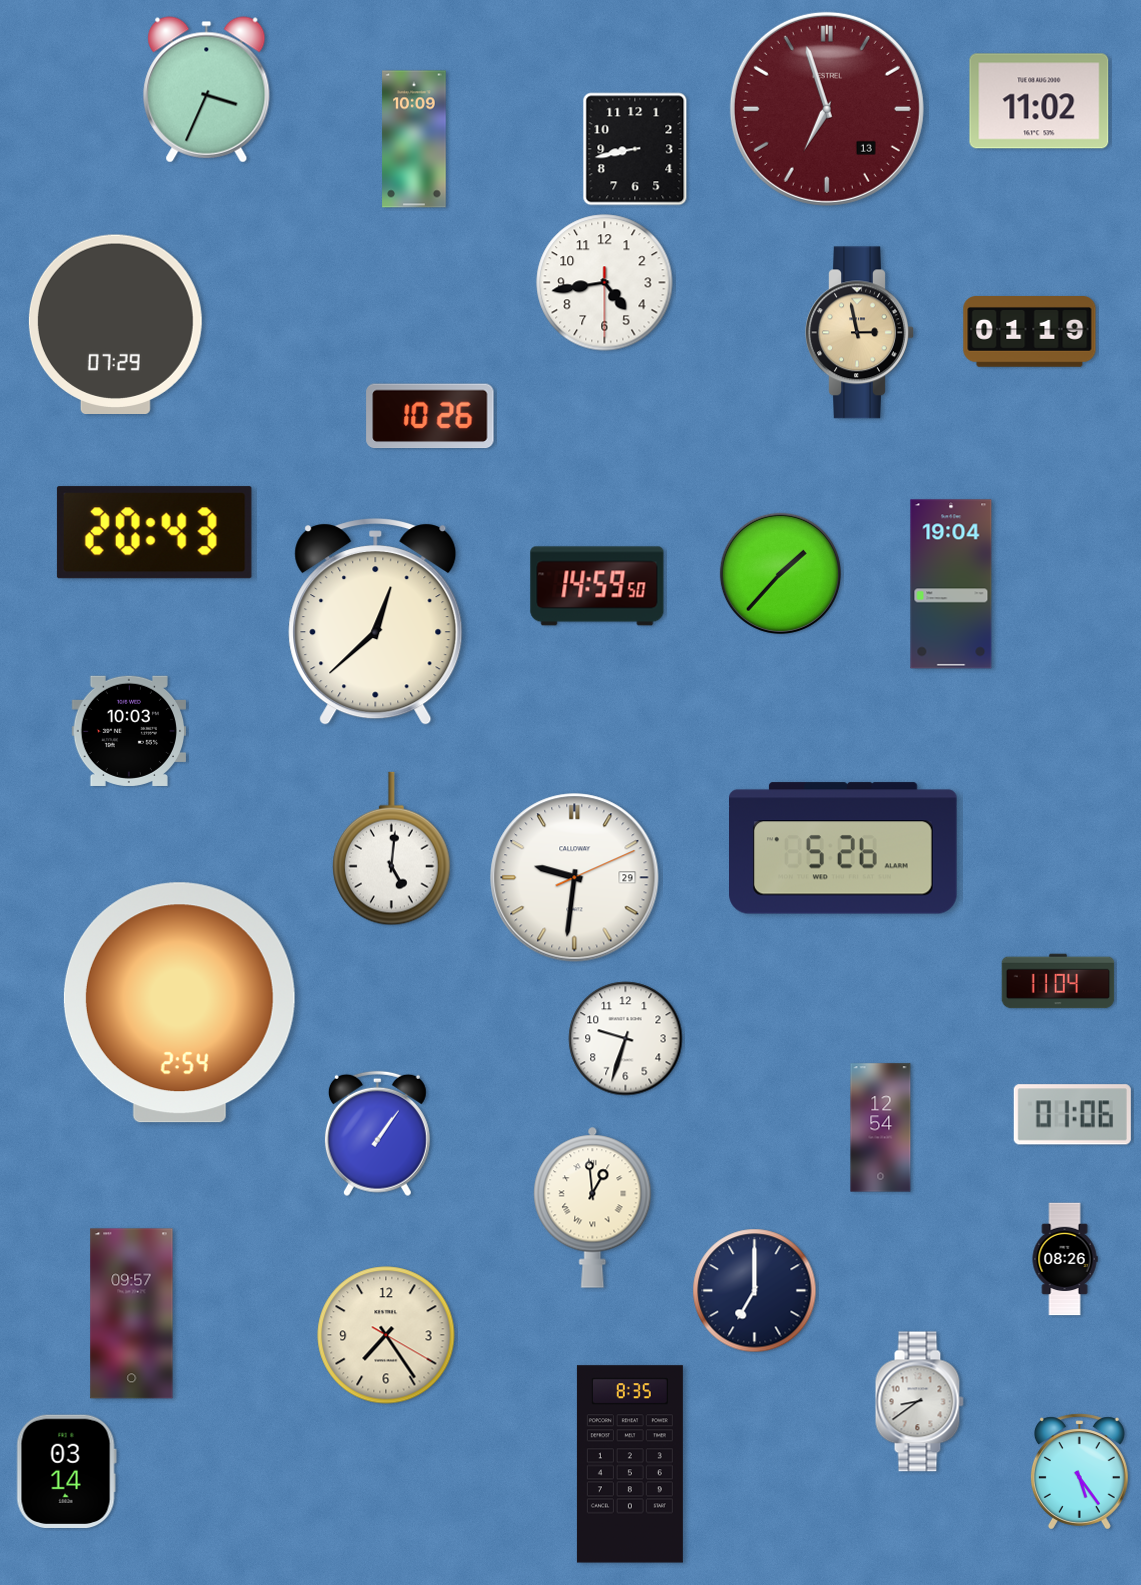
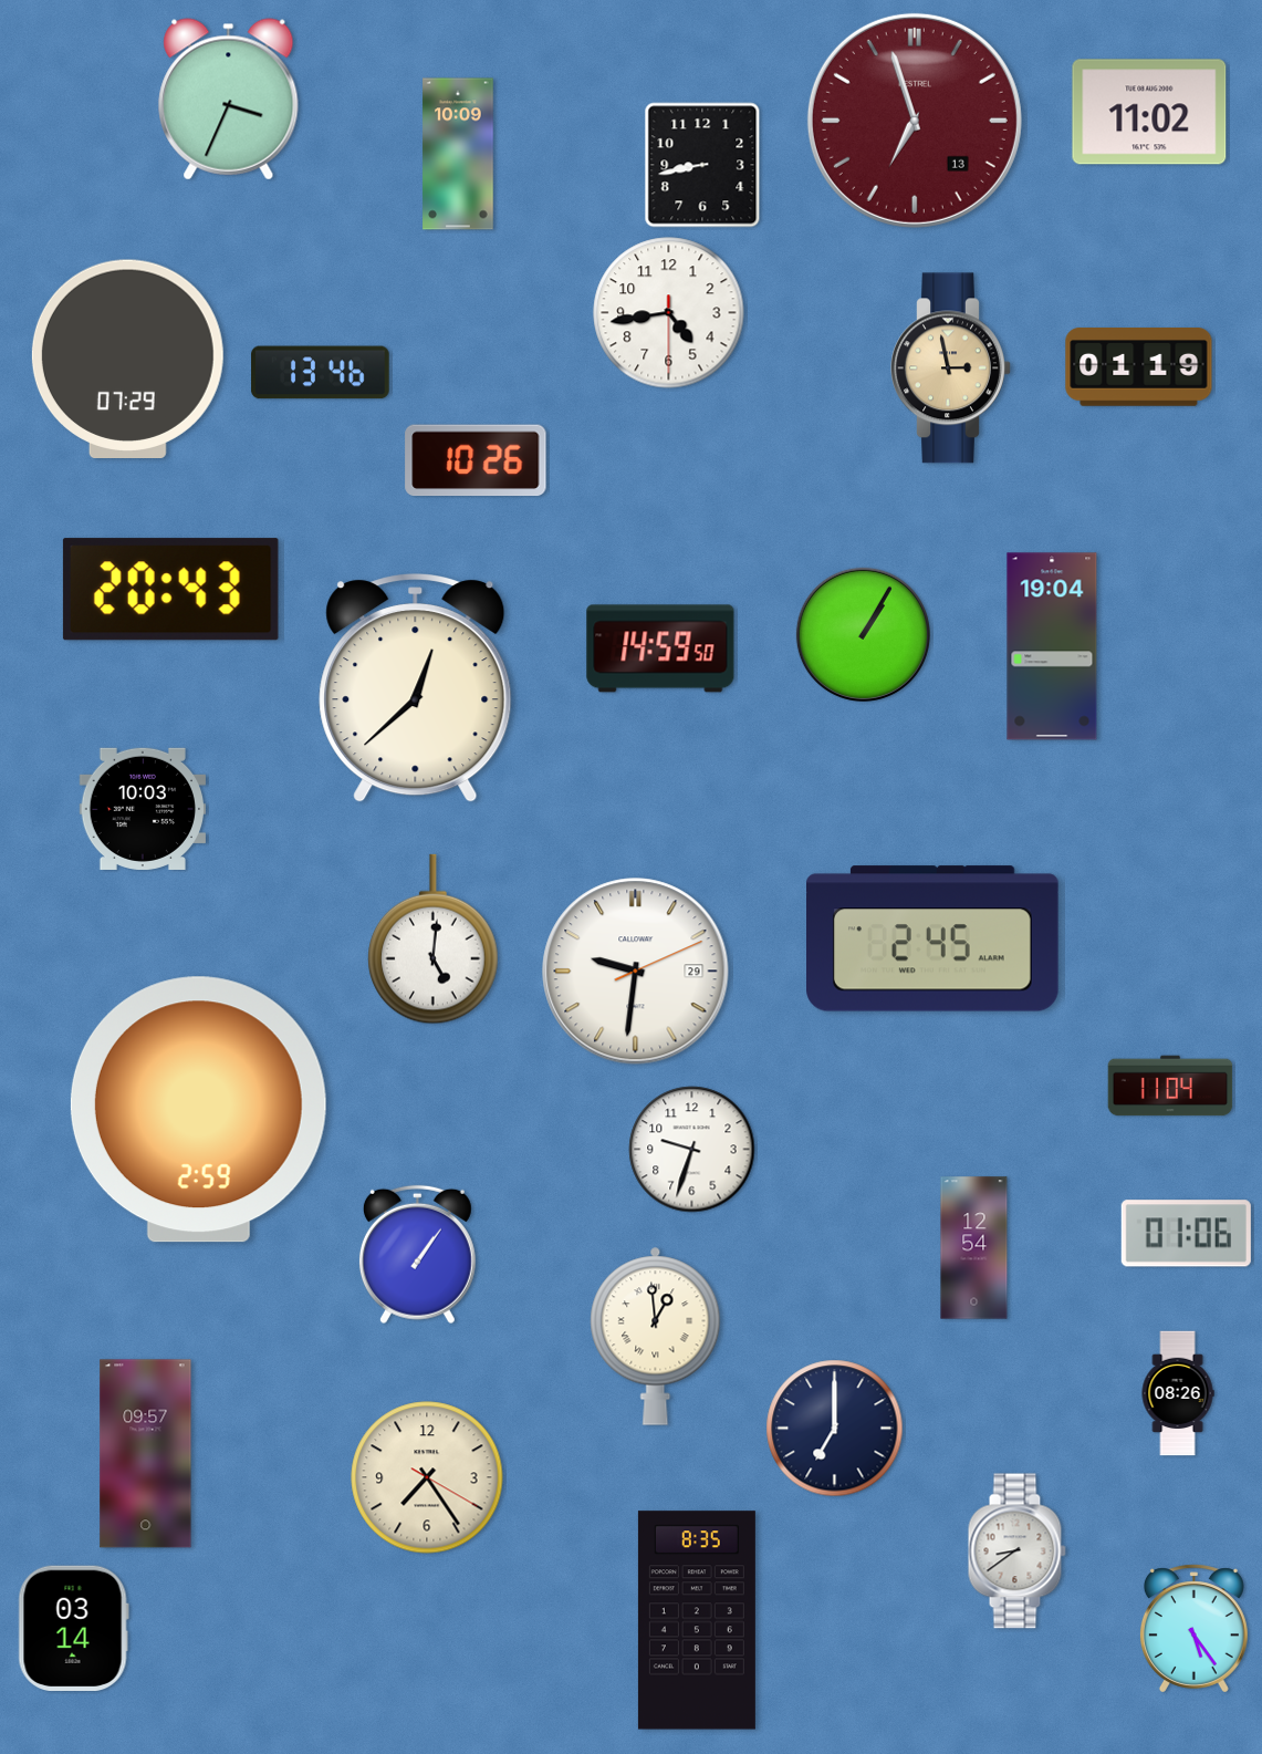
clock at (321, 373): none -> 13:46
clock at (780, 573): 1:37 -> 1:05
clock at (843, 848): 5:26 -> 2:45
clock at (179, 1003): 2:54 -> 2:59
